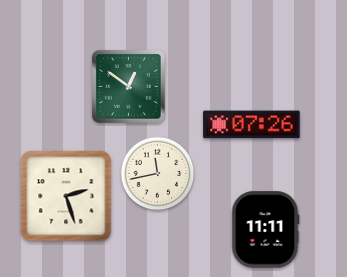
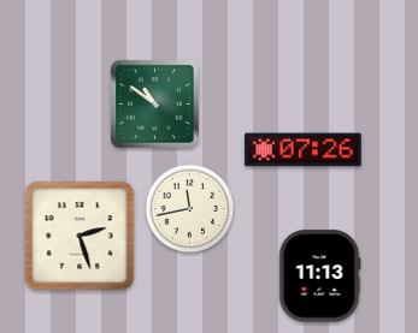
clock at (129, 87): 12:51 -> 10:51
clock at (265, 230): 11:11 -> 11:13
